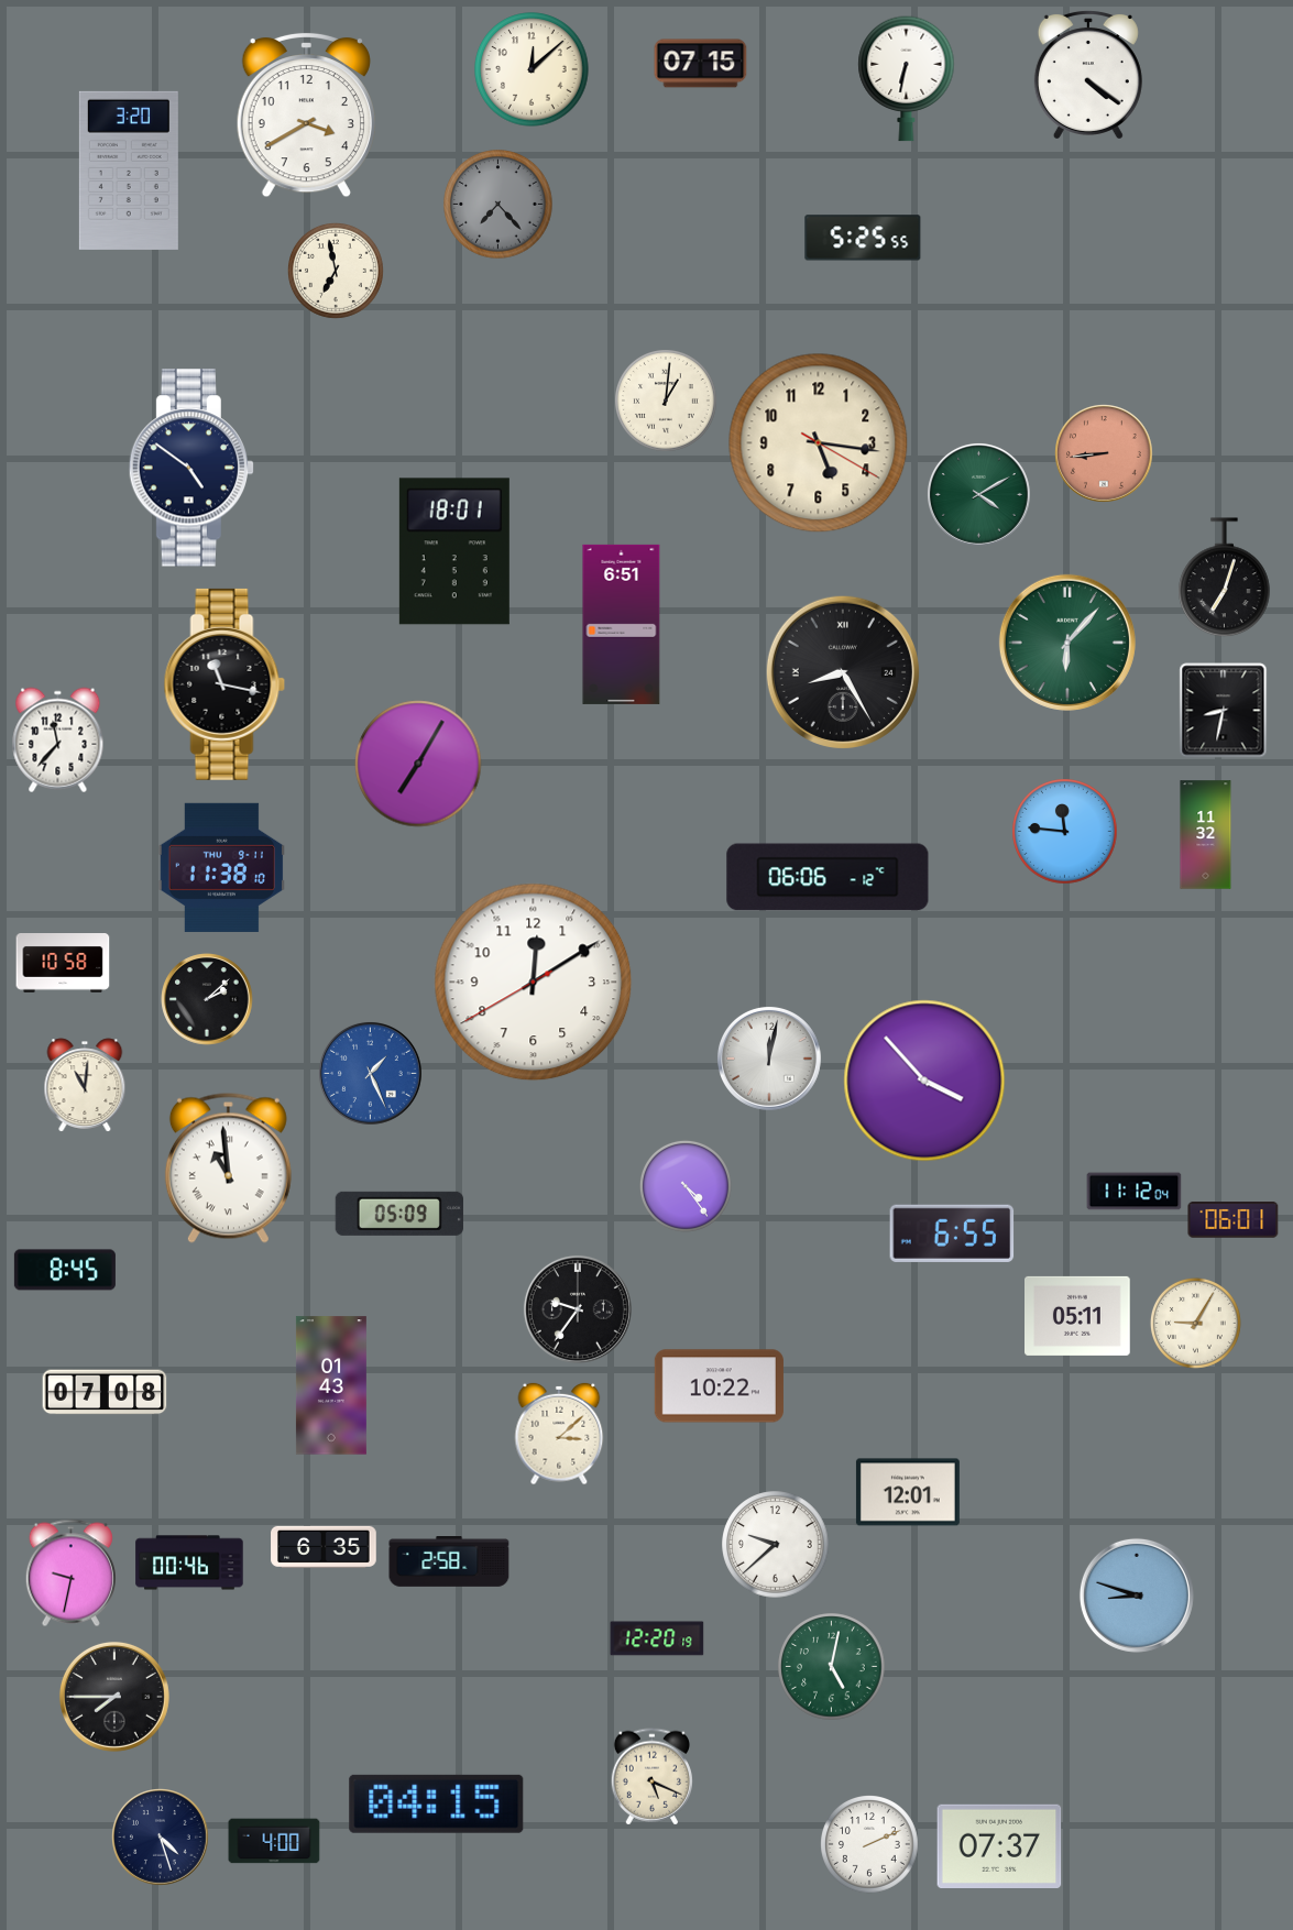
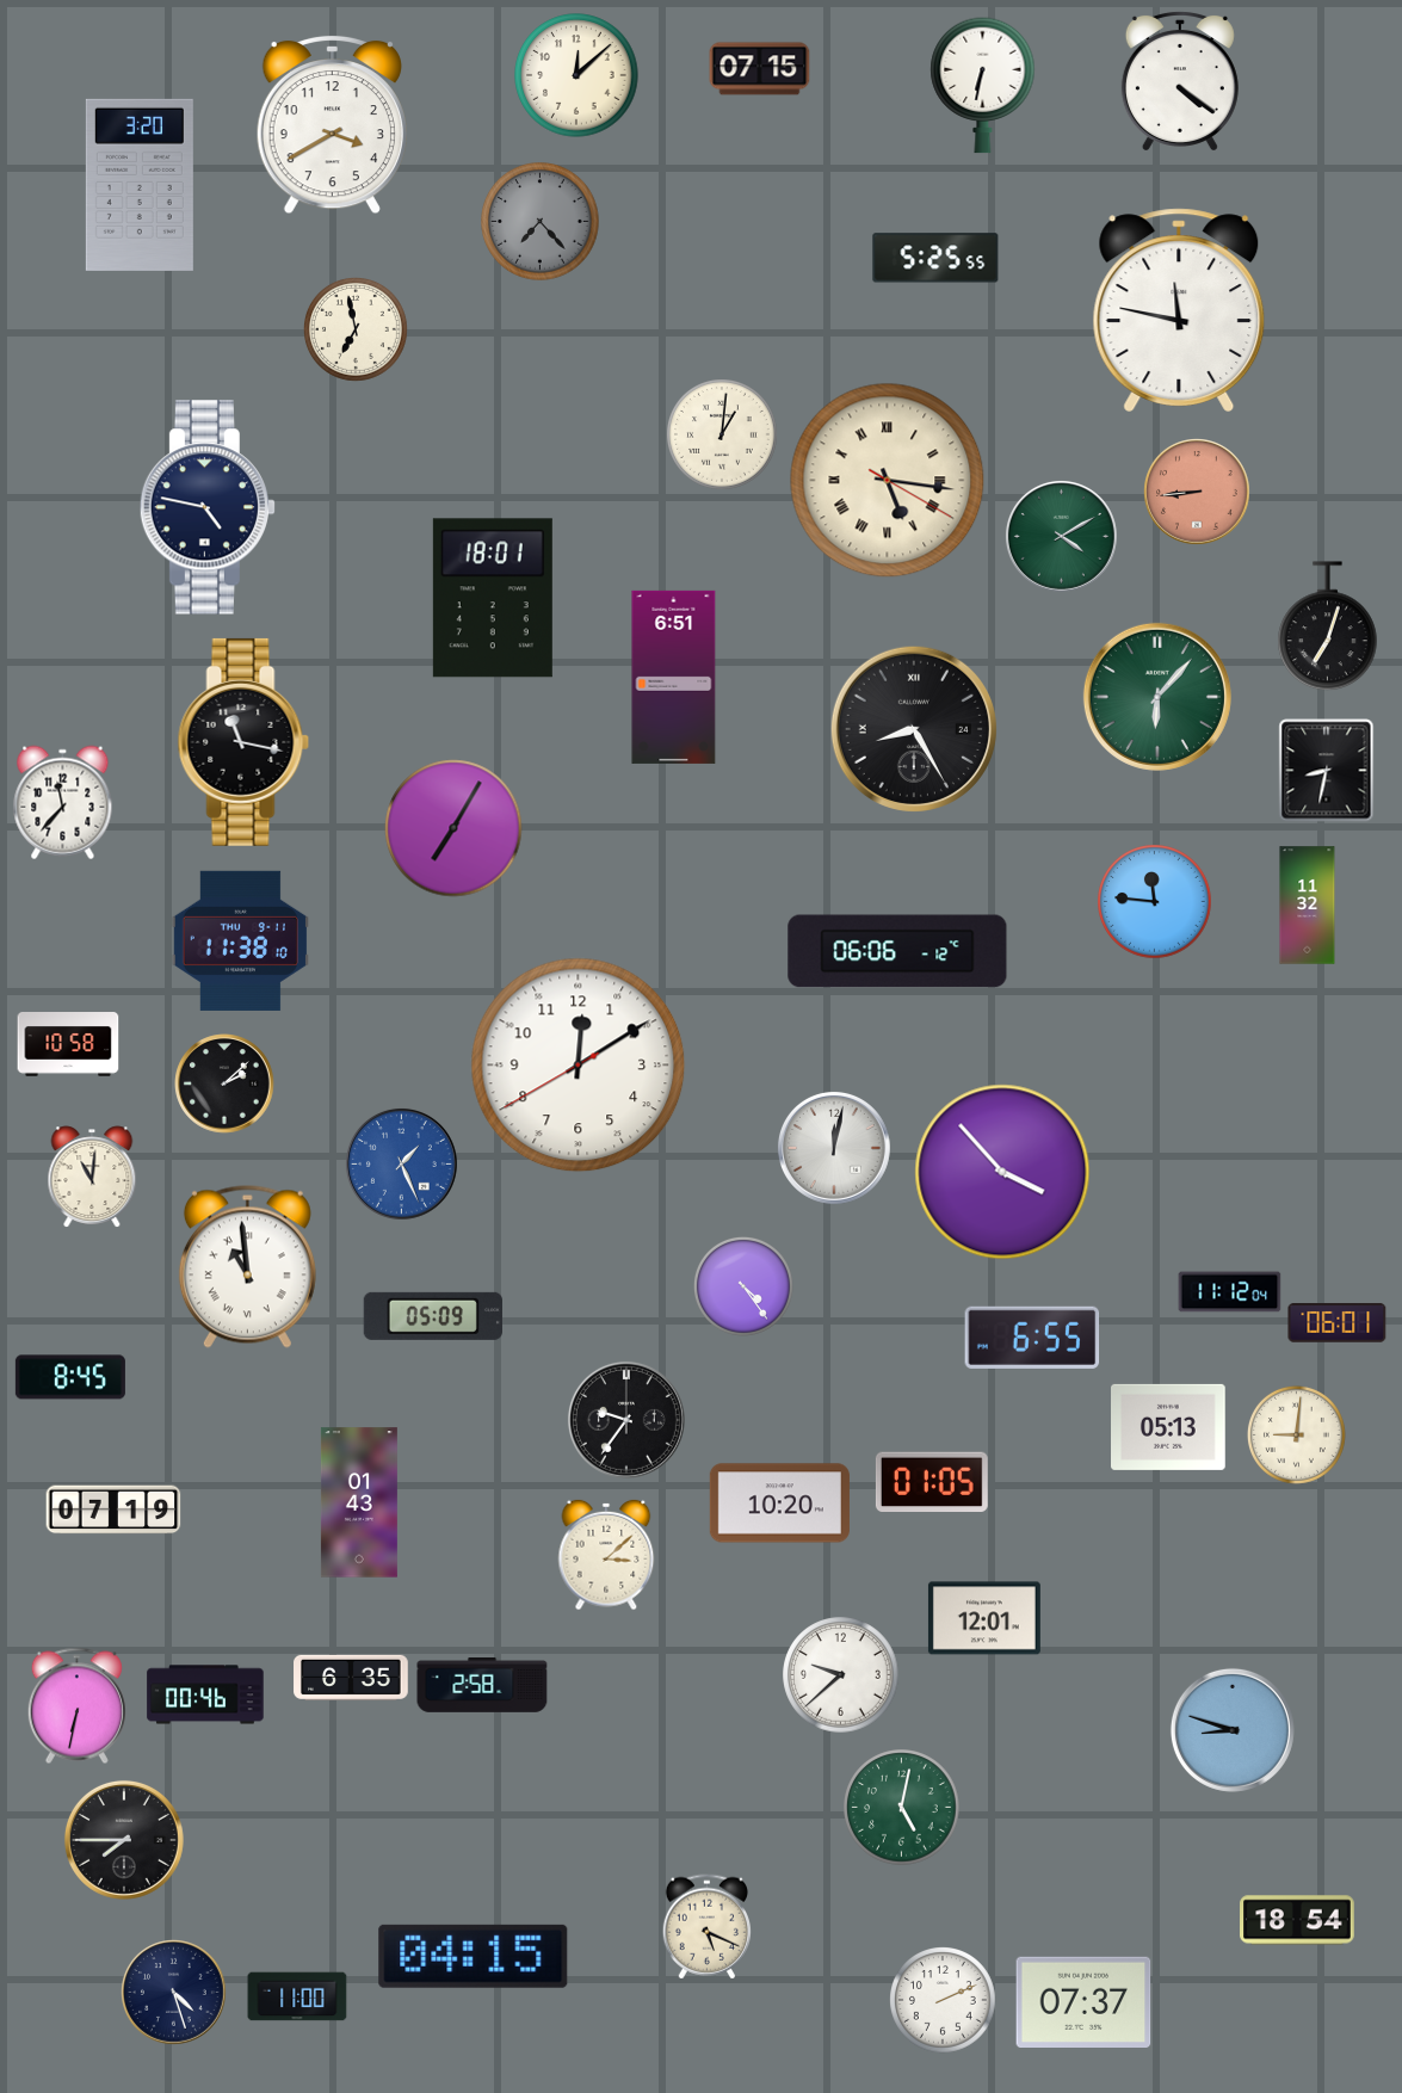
clock at (337, 272) position: (337, 272) -> (357, 331)
clock at (1179, 310): none -> 11:47
clock at (819, 443) numerals: Arabic -> Roman
clock at (190, 468): 4:51 -> 4:47
clock at (1078, 1316): 05:11 -> 05:13
clock at (1195, 1323): 9:05 -> 9:01
clock at (932, 1481): none -> 01:05
clock at (719, 1386): 10:22 -> 10:20
clock at (105, 1392): 07:08 -> 07:19
clock at (449, 1562) position: (449, 1562) -> (482, 1686)
clock at (70, 1573): 9:32 -> 6:32
clock at (657, 1638): 12:20 -> none
clock at (1297, 1920): none -> 18:54
clock at (274, 1841): 4:00 -> 11:00
